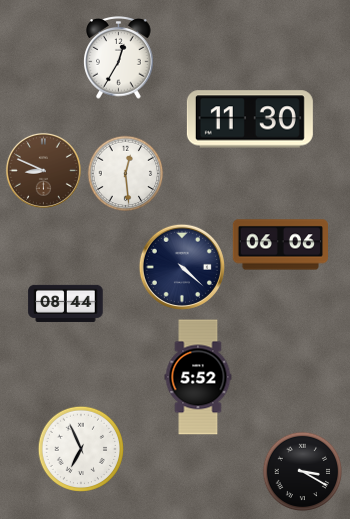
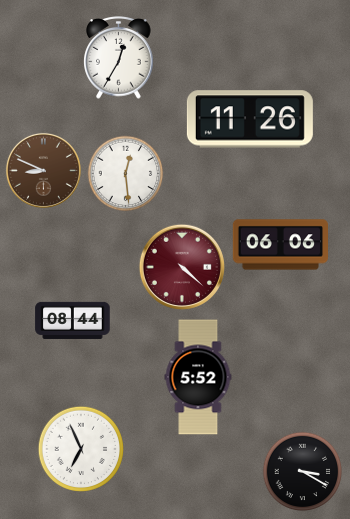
clock at (250, 119): 11:30 -> 11:26
clock at (182, 267) dial: navy -> burgundy
clock at (66, 303) position: (66, 303) -> (73, 320)
